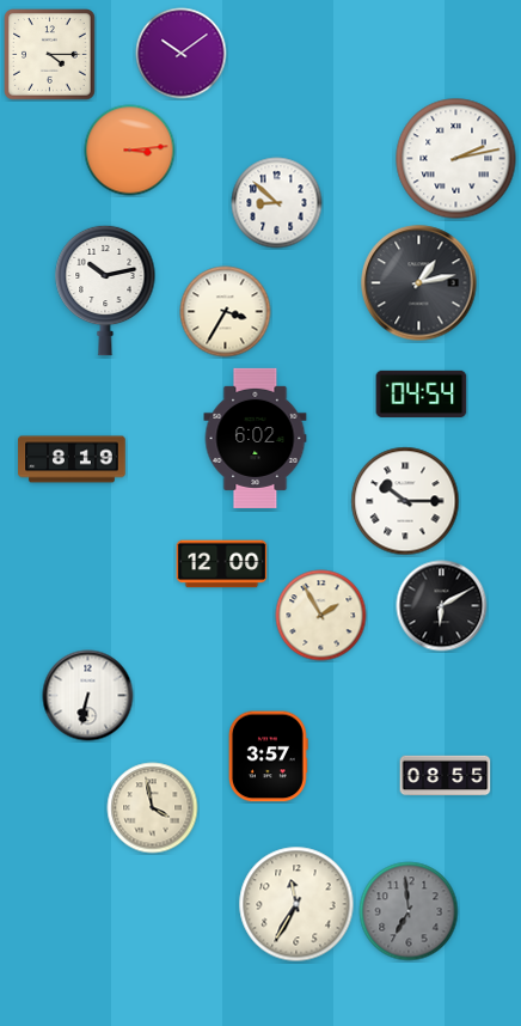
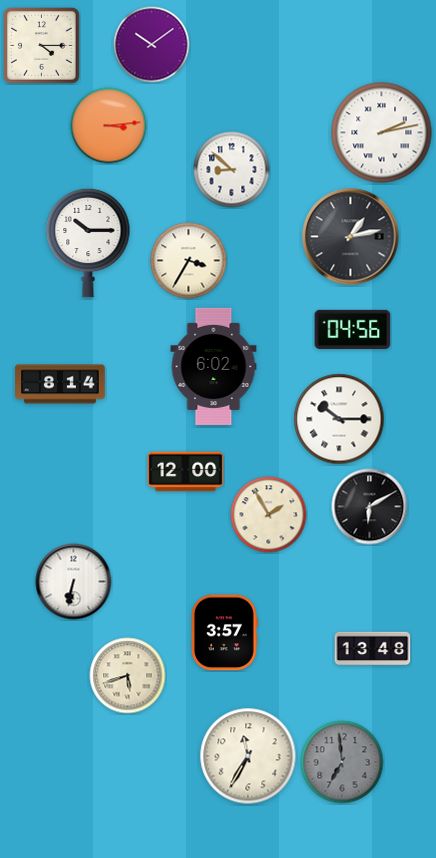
clock at (105, 291): 10:13 -> 10:15
clock at (422, 393): 04:54 -> 04:56
clock at (72, 459): 8:19 -> 8:14
clock at (446, 776): 08:55 -> 13:48
clock at (153, 808): 3:58 -> 5:42
